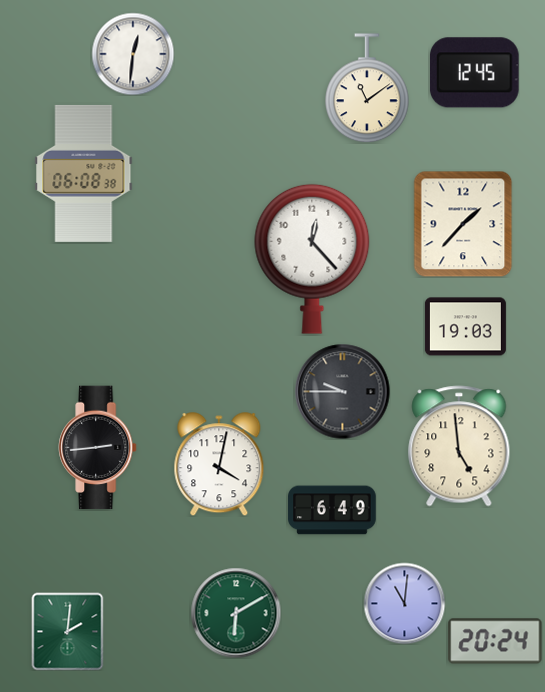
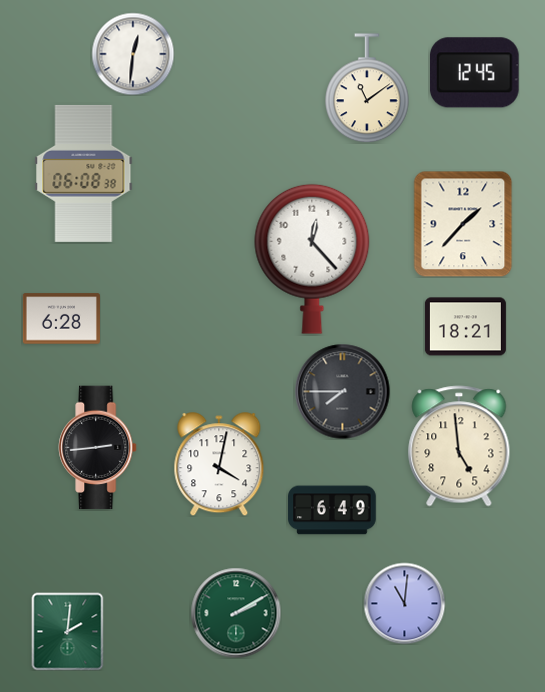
clock at (61, 319): none -> 6:28
clock at (465, 327): 19:03 -> 18:21
clock at (342, 391): 9:45 -> 7:45
clock at (236, 613): 6:10 -> 2:10
clock at (495, 641): 20:24 -> none
